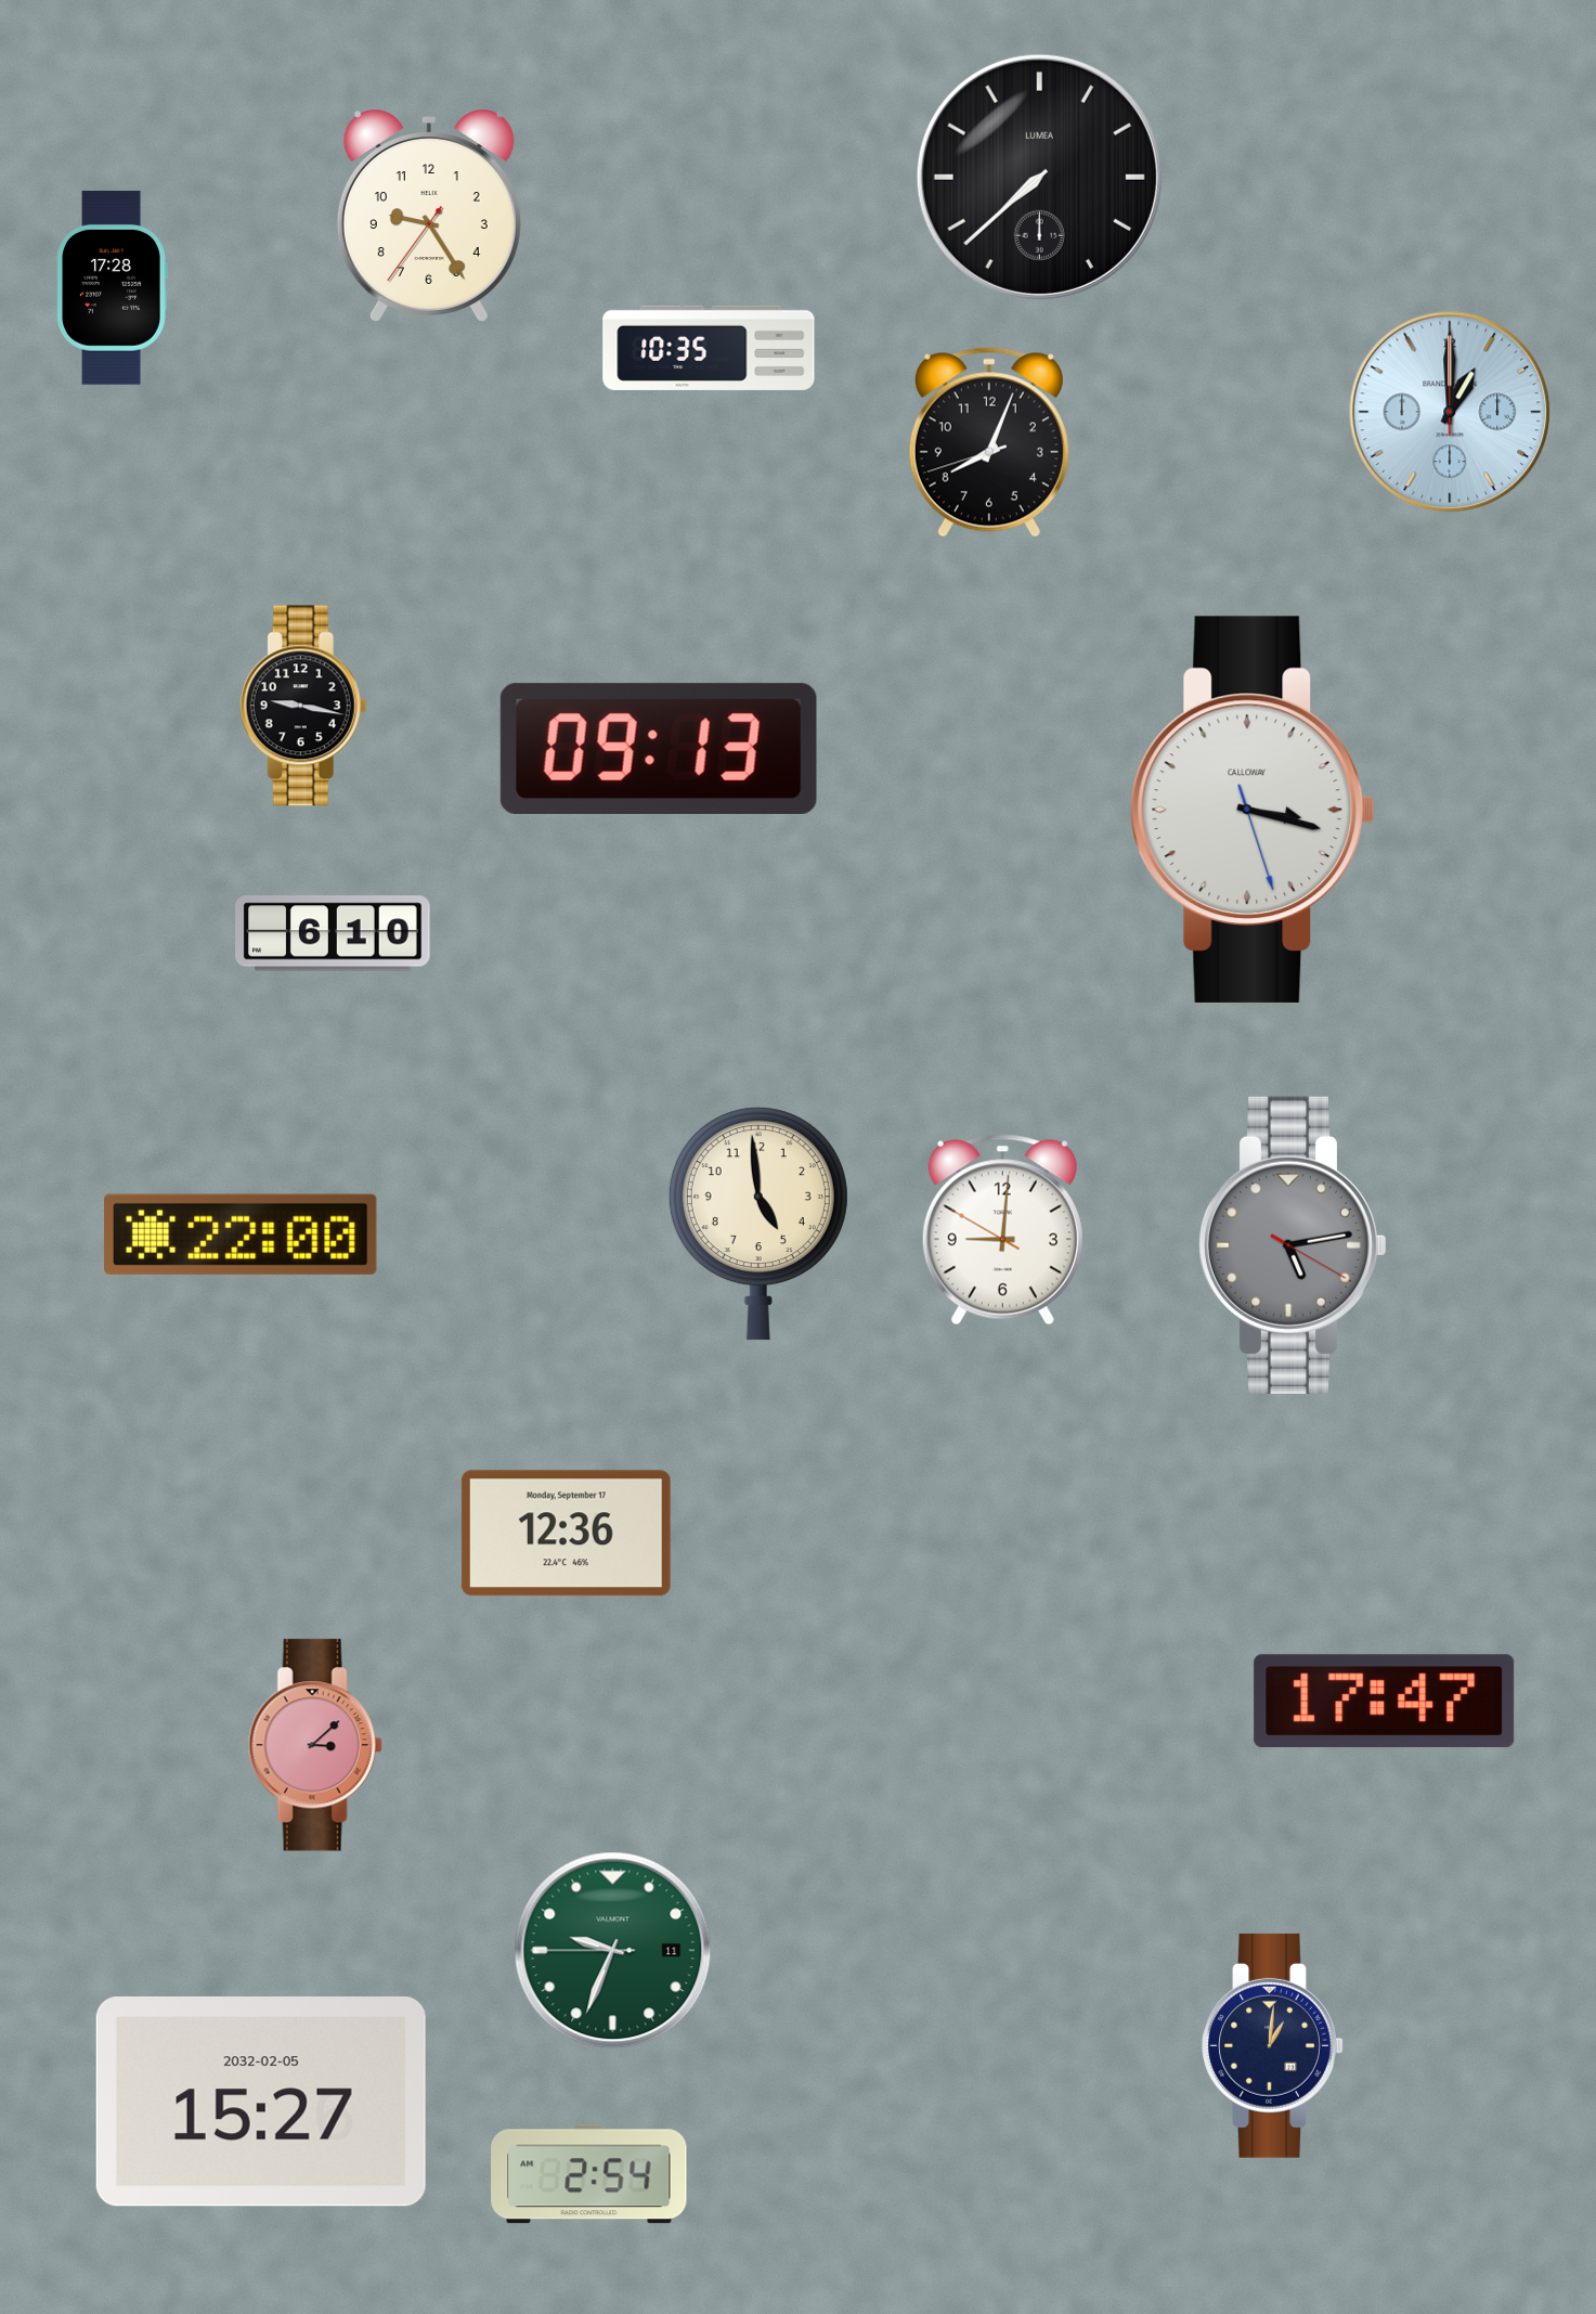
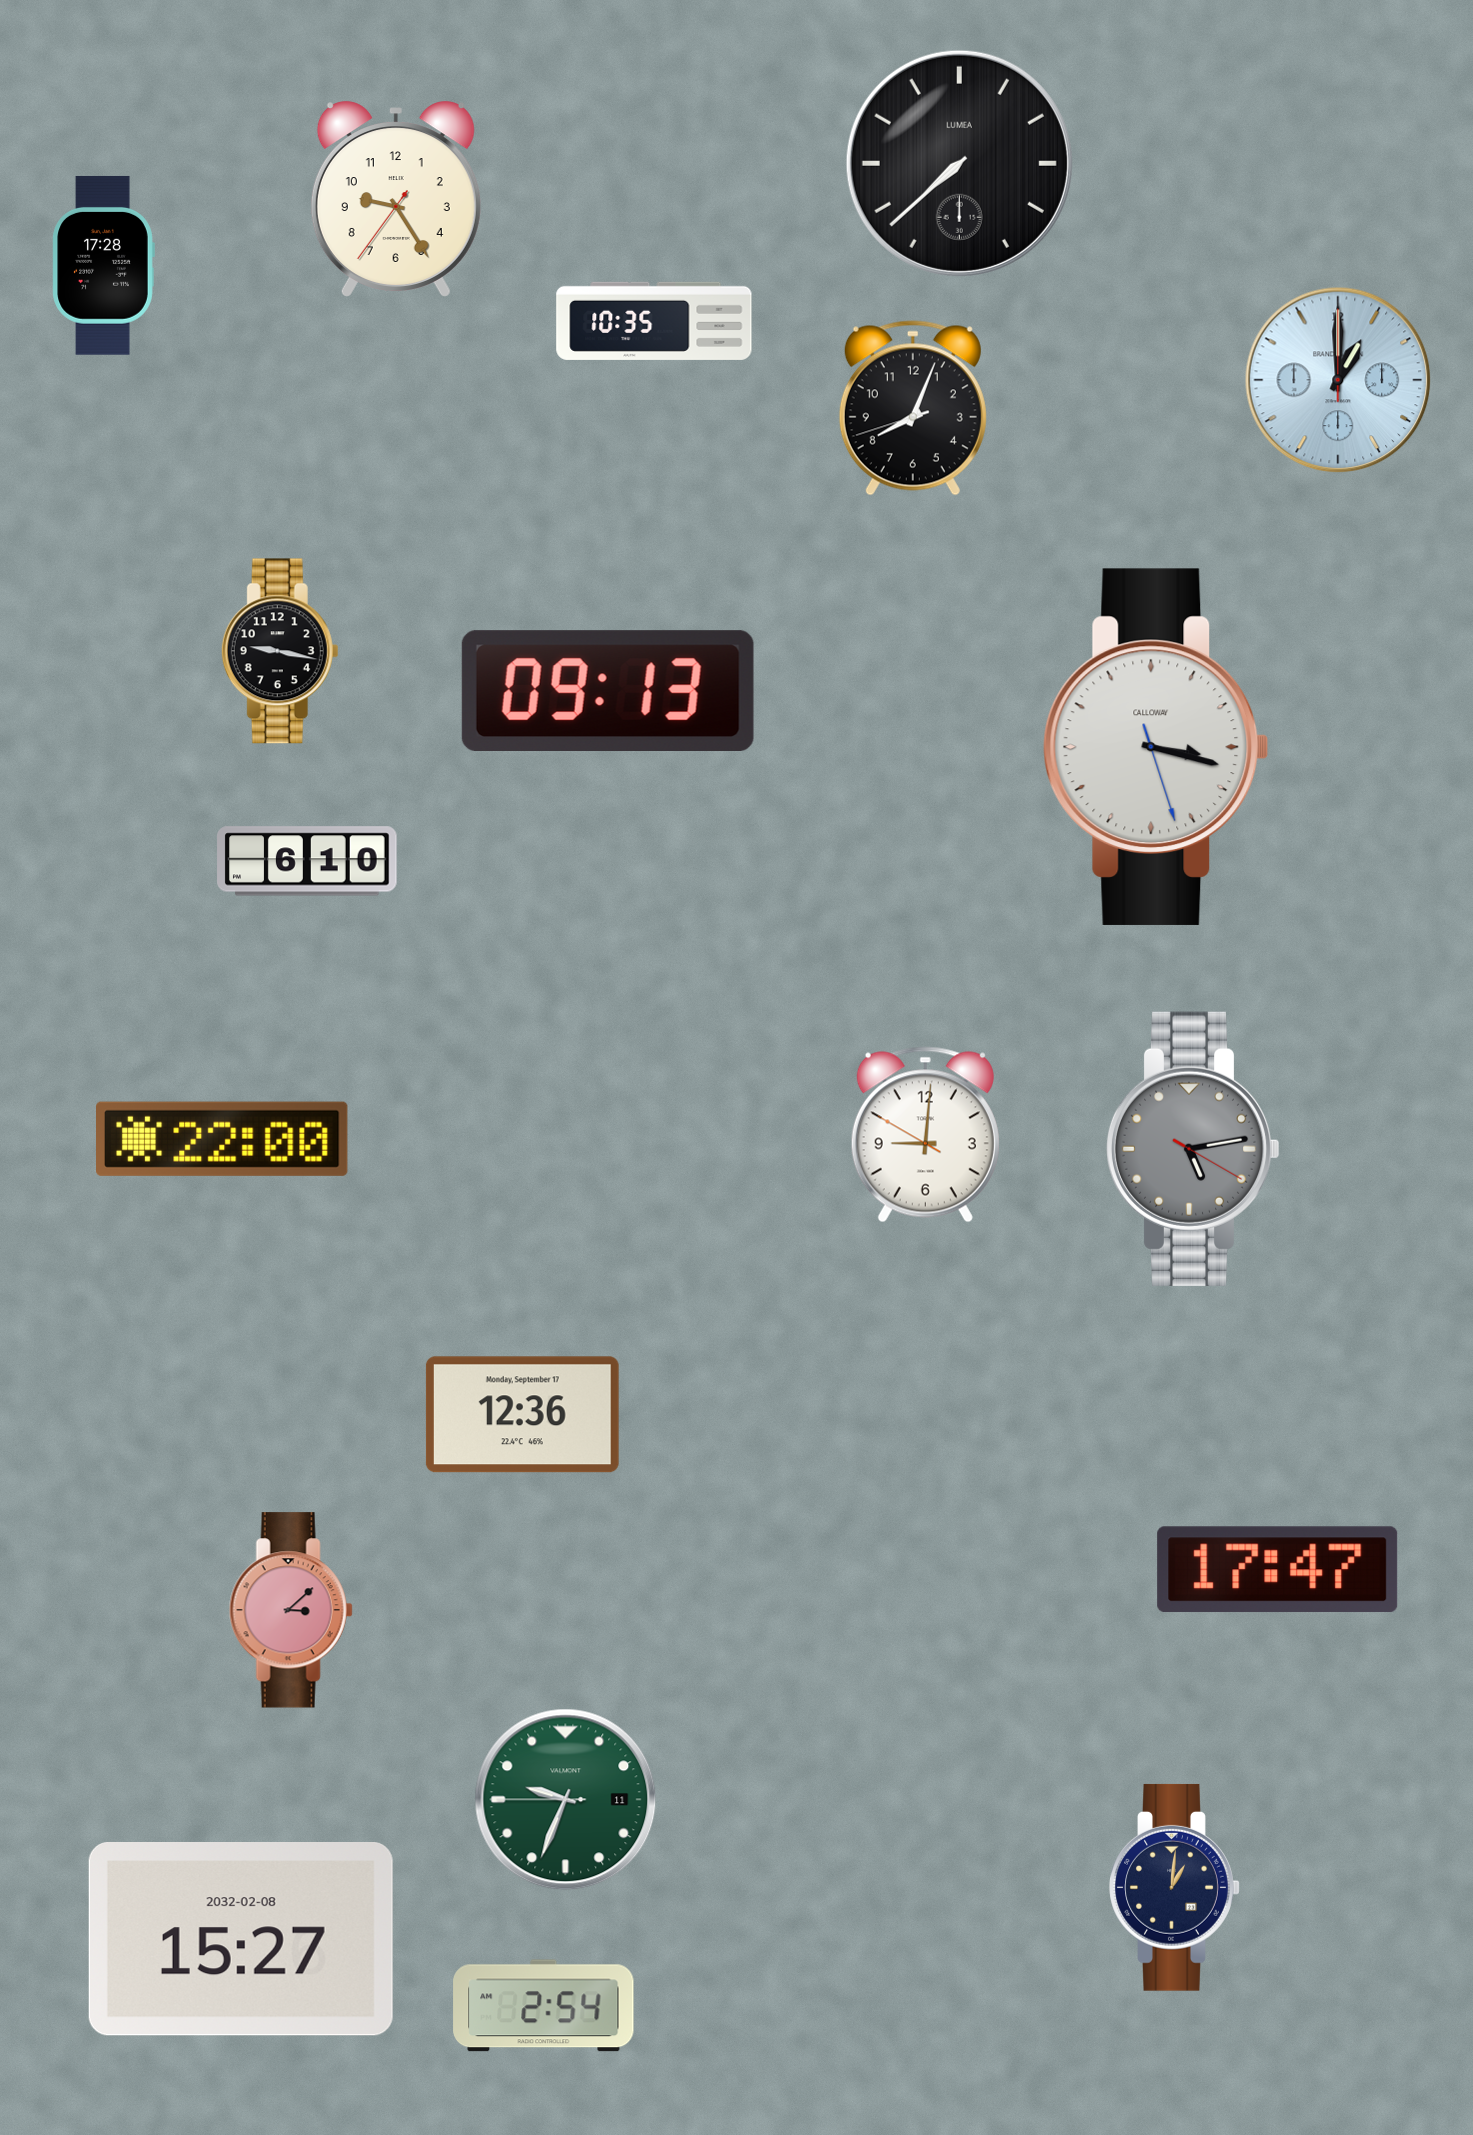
clock at (758, 1224): 4:59 -> none
clock at (261, 2103) date: 2032-02-05 -> 2032-02-08
